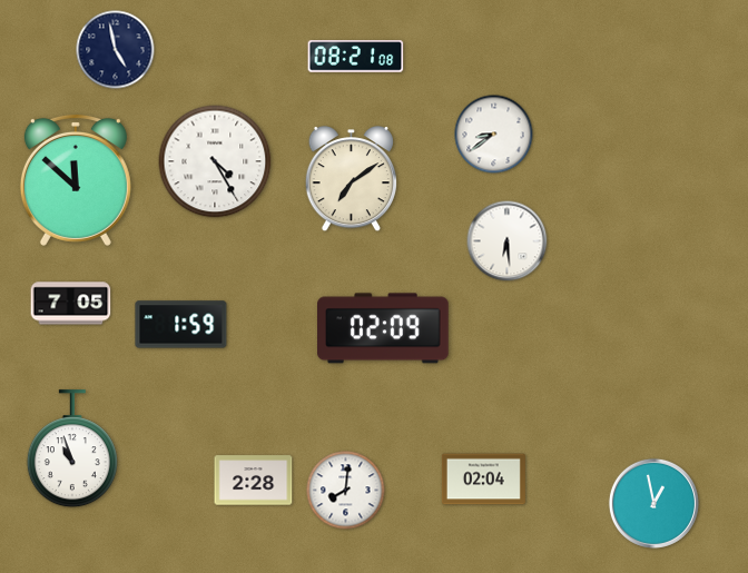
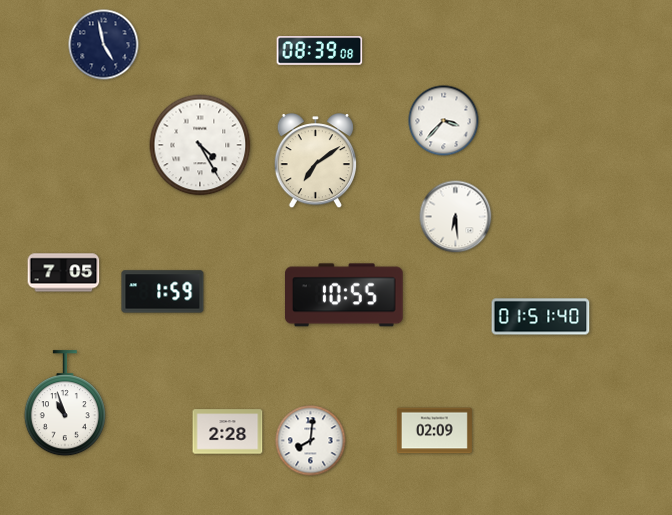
clock at (356, 57): 08:21 -> 08:39
clock at (494, 135): 8:39 -> 3:37
clock at (215, 161) position: (215, 161) -> (200, 145)
clock at (76, 180): 11:52 -> none
clock at (384, 328): 02:09 -> 10:55
clock at (541, 317): none -> 01:51
clock at (483, 480): 02:04 -> 02:09
clock at (653, 503): 12:58 -> none
